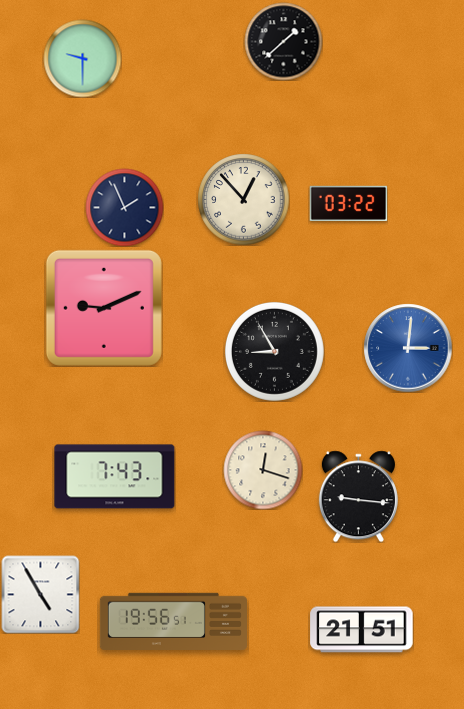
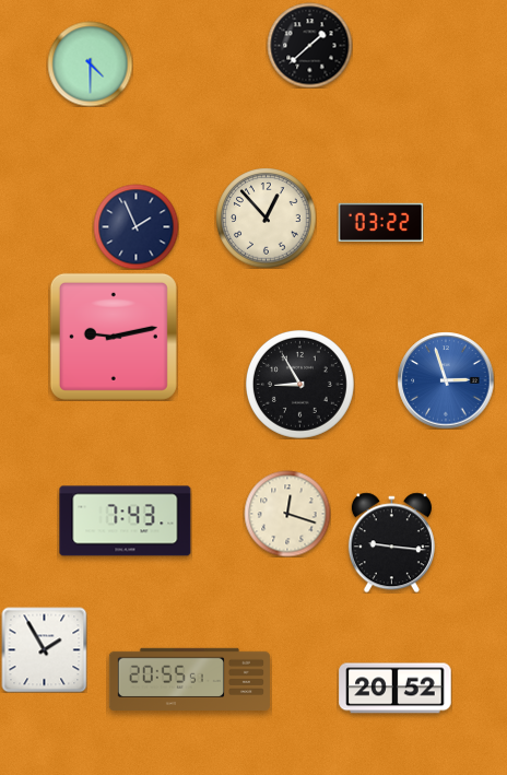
clock at (82, 58): 9:30 -> 4:30
clock at (104, 308): 9:11 -> 9:13
clock at (408, 348): 3:01 -> 2:57
clock at (40, 594): 4:55 -> 1:55
clock at (173, 621): 19:56 -> 20:55
clock at (362, 630): 21:51 -> 20:52
